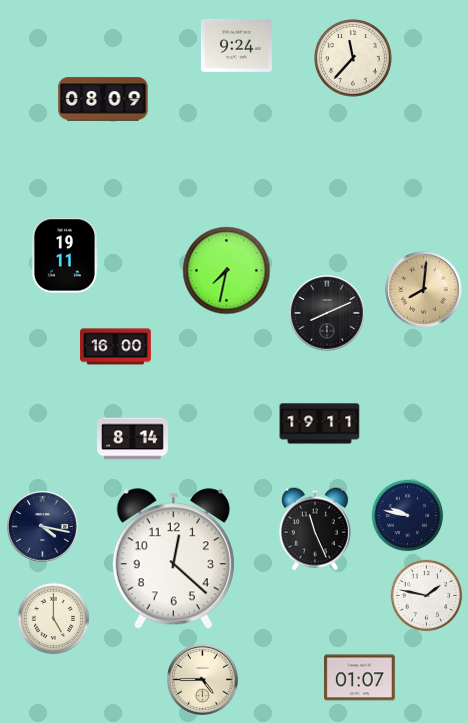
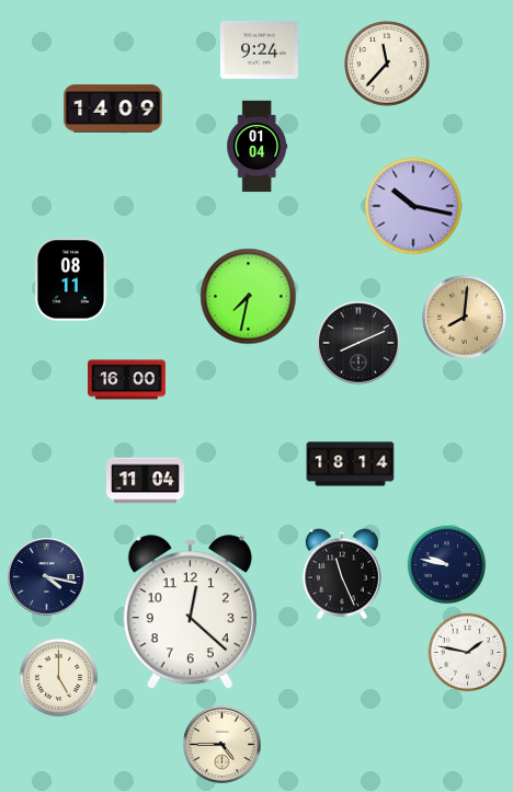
clock at (103, 99): 08:09 -> 14:09
clock at (258, 147): none -> 01:04
clock at (413, 206): none -> 10:17
clock at (65, 255): 19:11 -> 08:11
clock at (320, 424): 19:11 -> 18:14
clock at (133, 439): 8:14 -> 11:04
clock at (315, 529) position: (315, 529) -> (342, 574)
clock at (360, 678): 01:07 -> none
